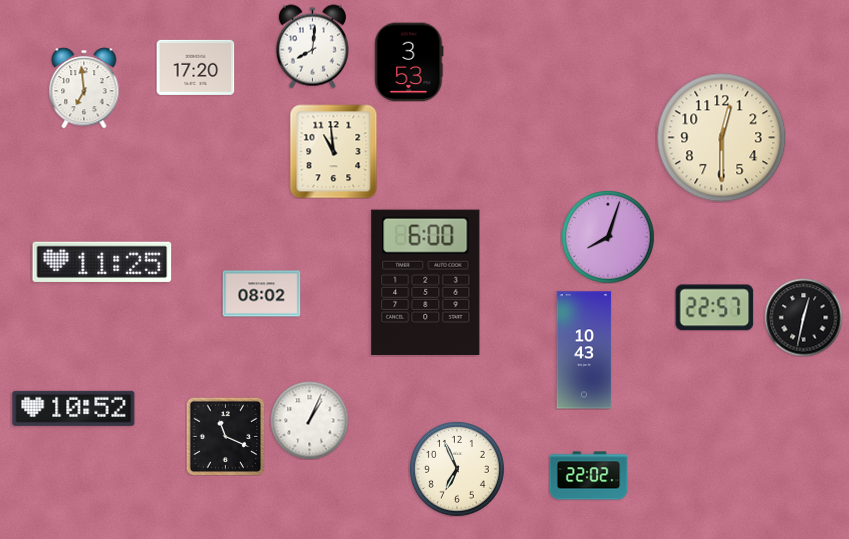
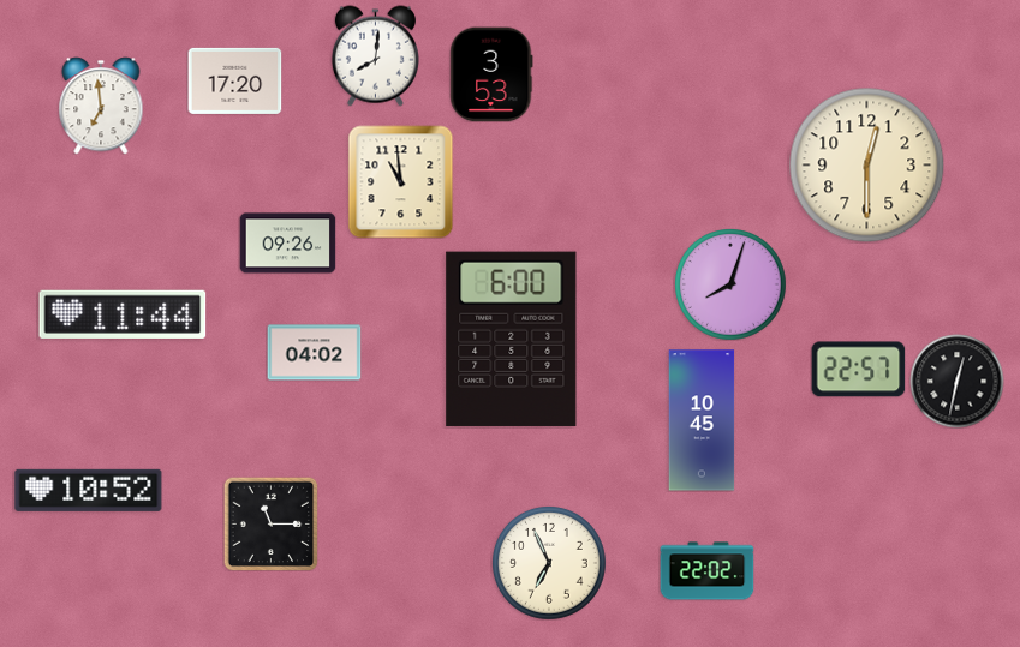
clock at (287, 244): none -> 09:26
clock at (102, 262): 11:25 -> 11:44
clock at (261, 294): 08:02 -> 04:02
clock at (803, 317) position: (803, 317) -> (956, 381)
clock at (584, 350): 10:43 -> 10:45
clock at (309, 420): 1:04 -> none
clock at (225, 436): 11:19 -> 11:15
